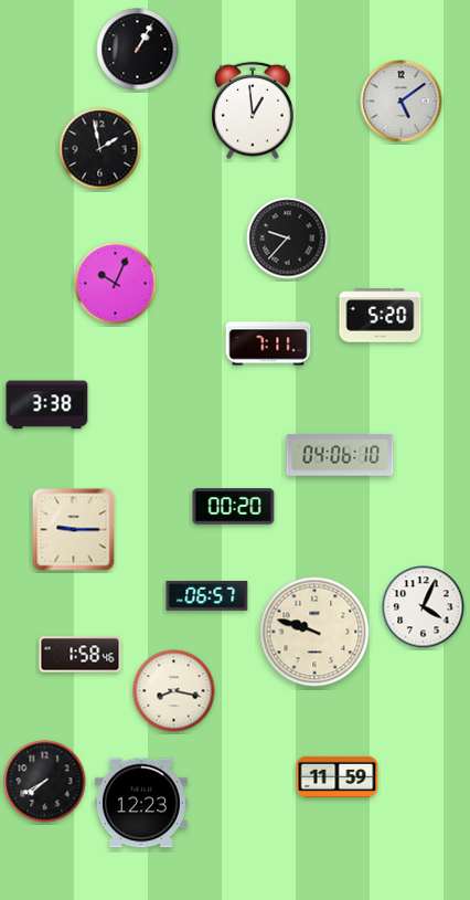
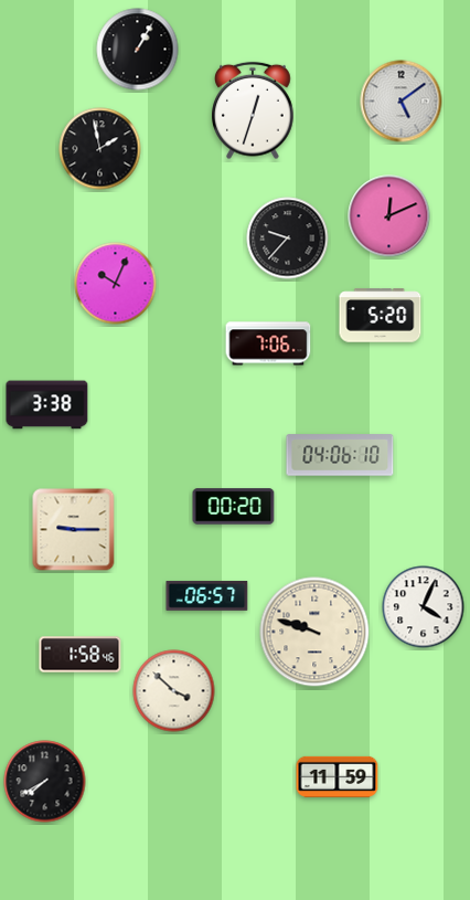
clock at (253, 110): 12:59 -> 12:33
clock at (389, 216): none -> 12:11
clock at (268, 343): 7:11 -> 7:06
clock at (174, 691): 8:17 -> 3:52
clock at (141, 803): 12:23 -> none
